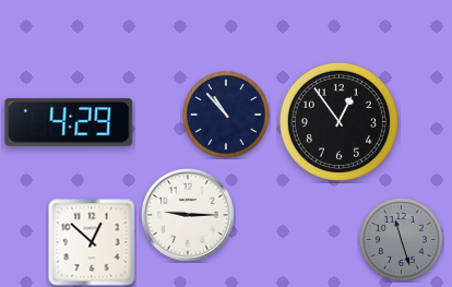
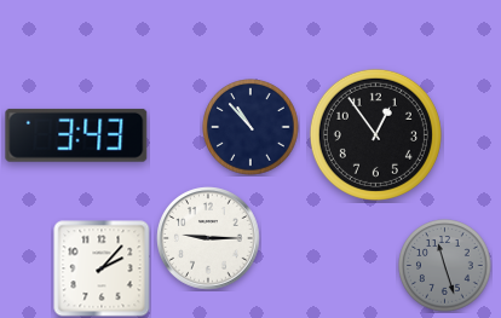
clock at (69, 122): 4:29 -> 3:43
clock at (92, 242): 12:52 -> 2:07
